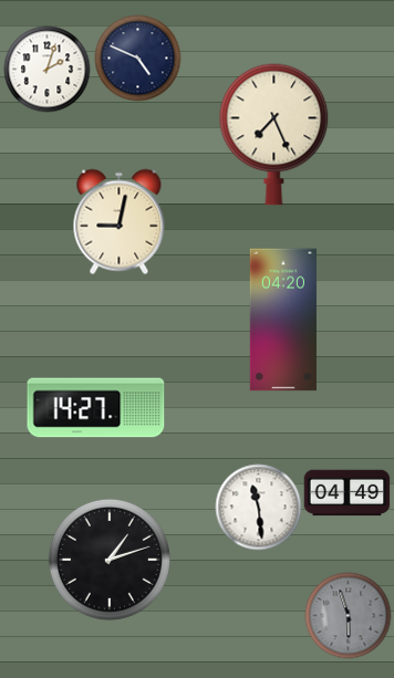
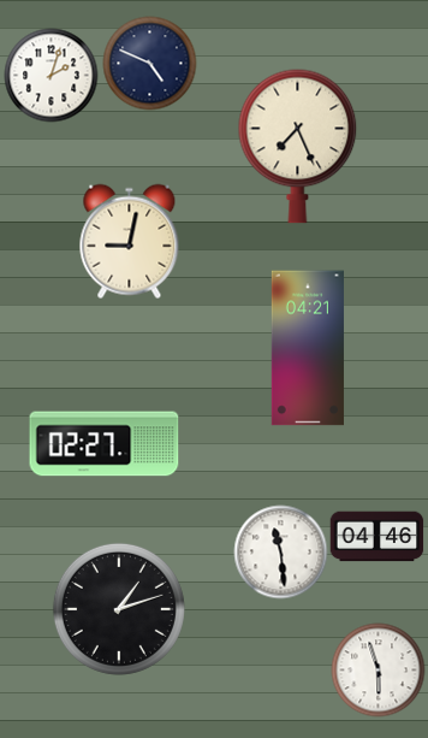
clock at (283, 320): 04:20 -> 04:21
clock at (96, 408): 14:27 -> 02:27
clock at (346, 493): 04:49 -> 04:46
clock at (348, 615) dial: grey -> white
